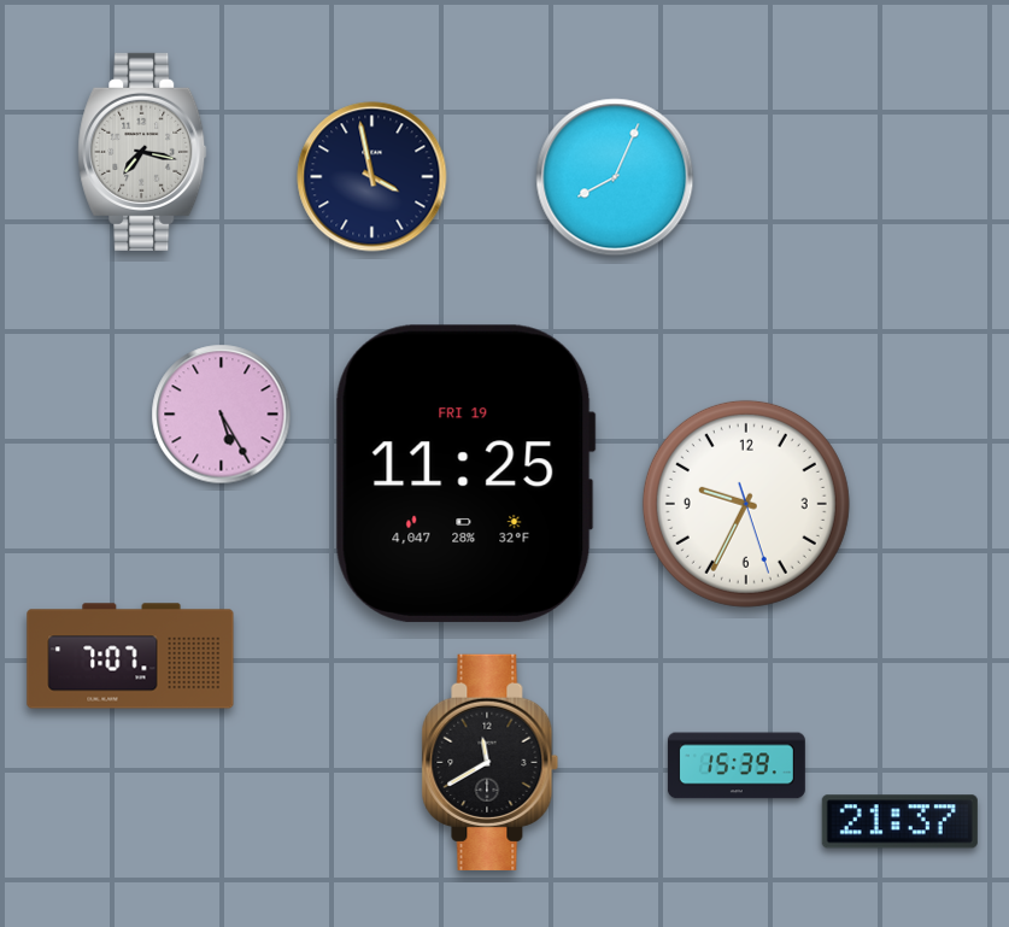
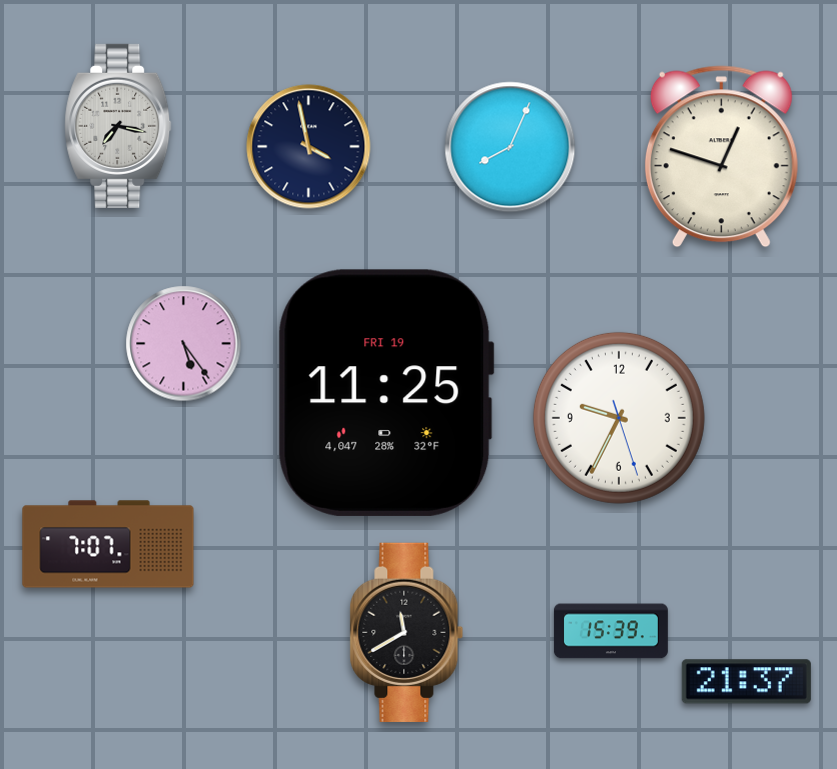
clock at (721, 157): none -> 12:48
clock at (222, 415): 5:25 -> 5:24
clock at (737, 765) position: (737, 765) -> (611, 631)
